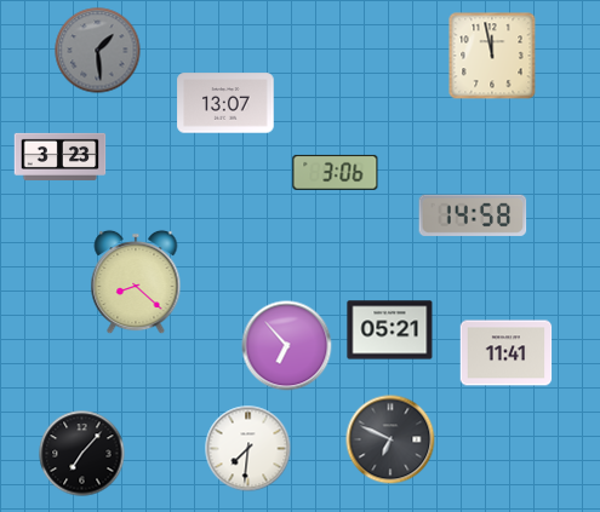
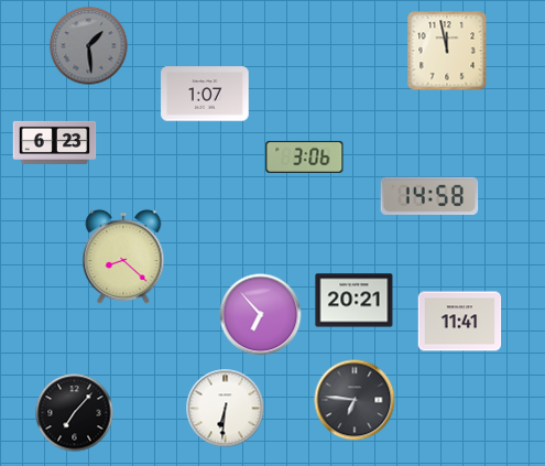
clock at (225, 103): 13:07 -> 1:07
clock at (61, 156): 3:23 -> 6:23
clock at (390, 330): 05:21 -> 20:21
clock at (390, 439): 6:49 -> 6:46
clock at (248, 449): 7:31 -> 6:31
